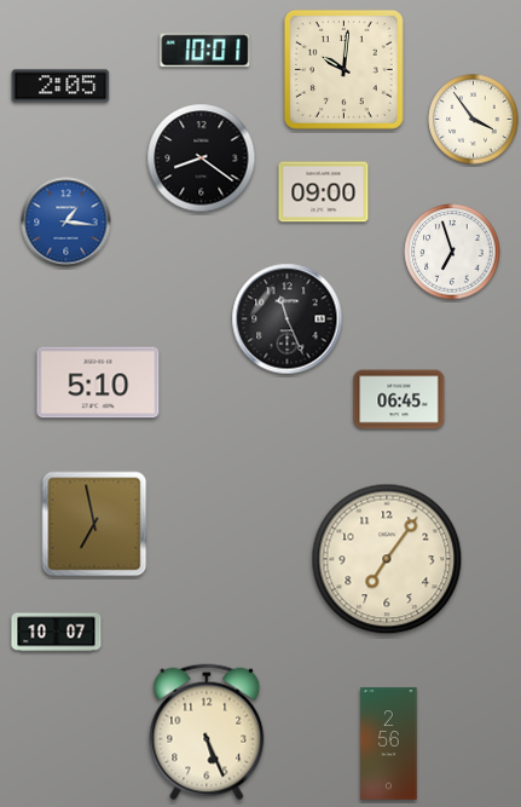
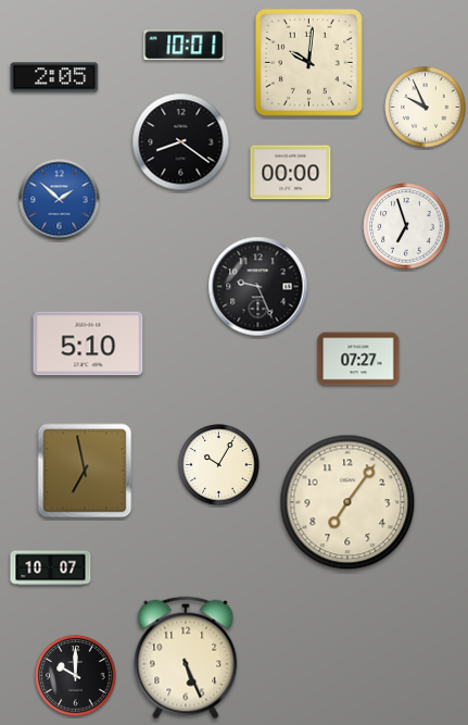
clock at (474, 120): 3:54 -> 9:56
clock at (324, 192): 09:00 -> 00:00
clock at (66, 223): 1:16 -> 1:52
clock at (288, 319): 11:26 -> 9:26
clock at (399, 399): 06:45 -> 07:27
clock at (219, 465): none -> 10:05
clock at (389, 744): 2:56 -> none
clock at (76, 676): none -> 10:00
